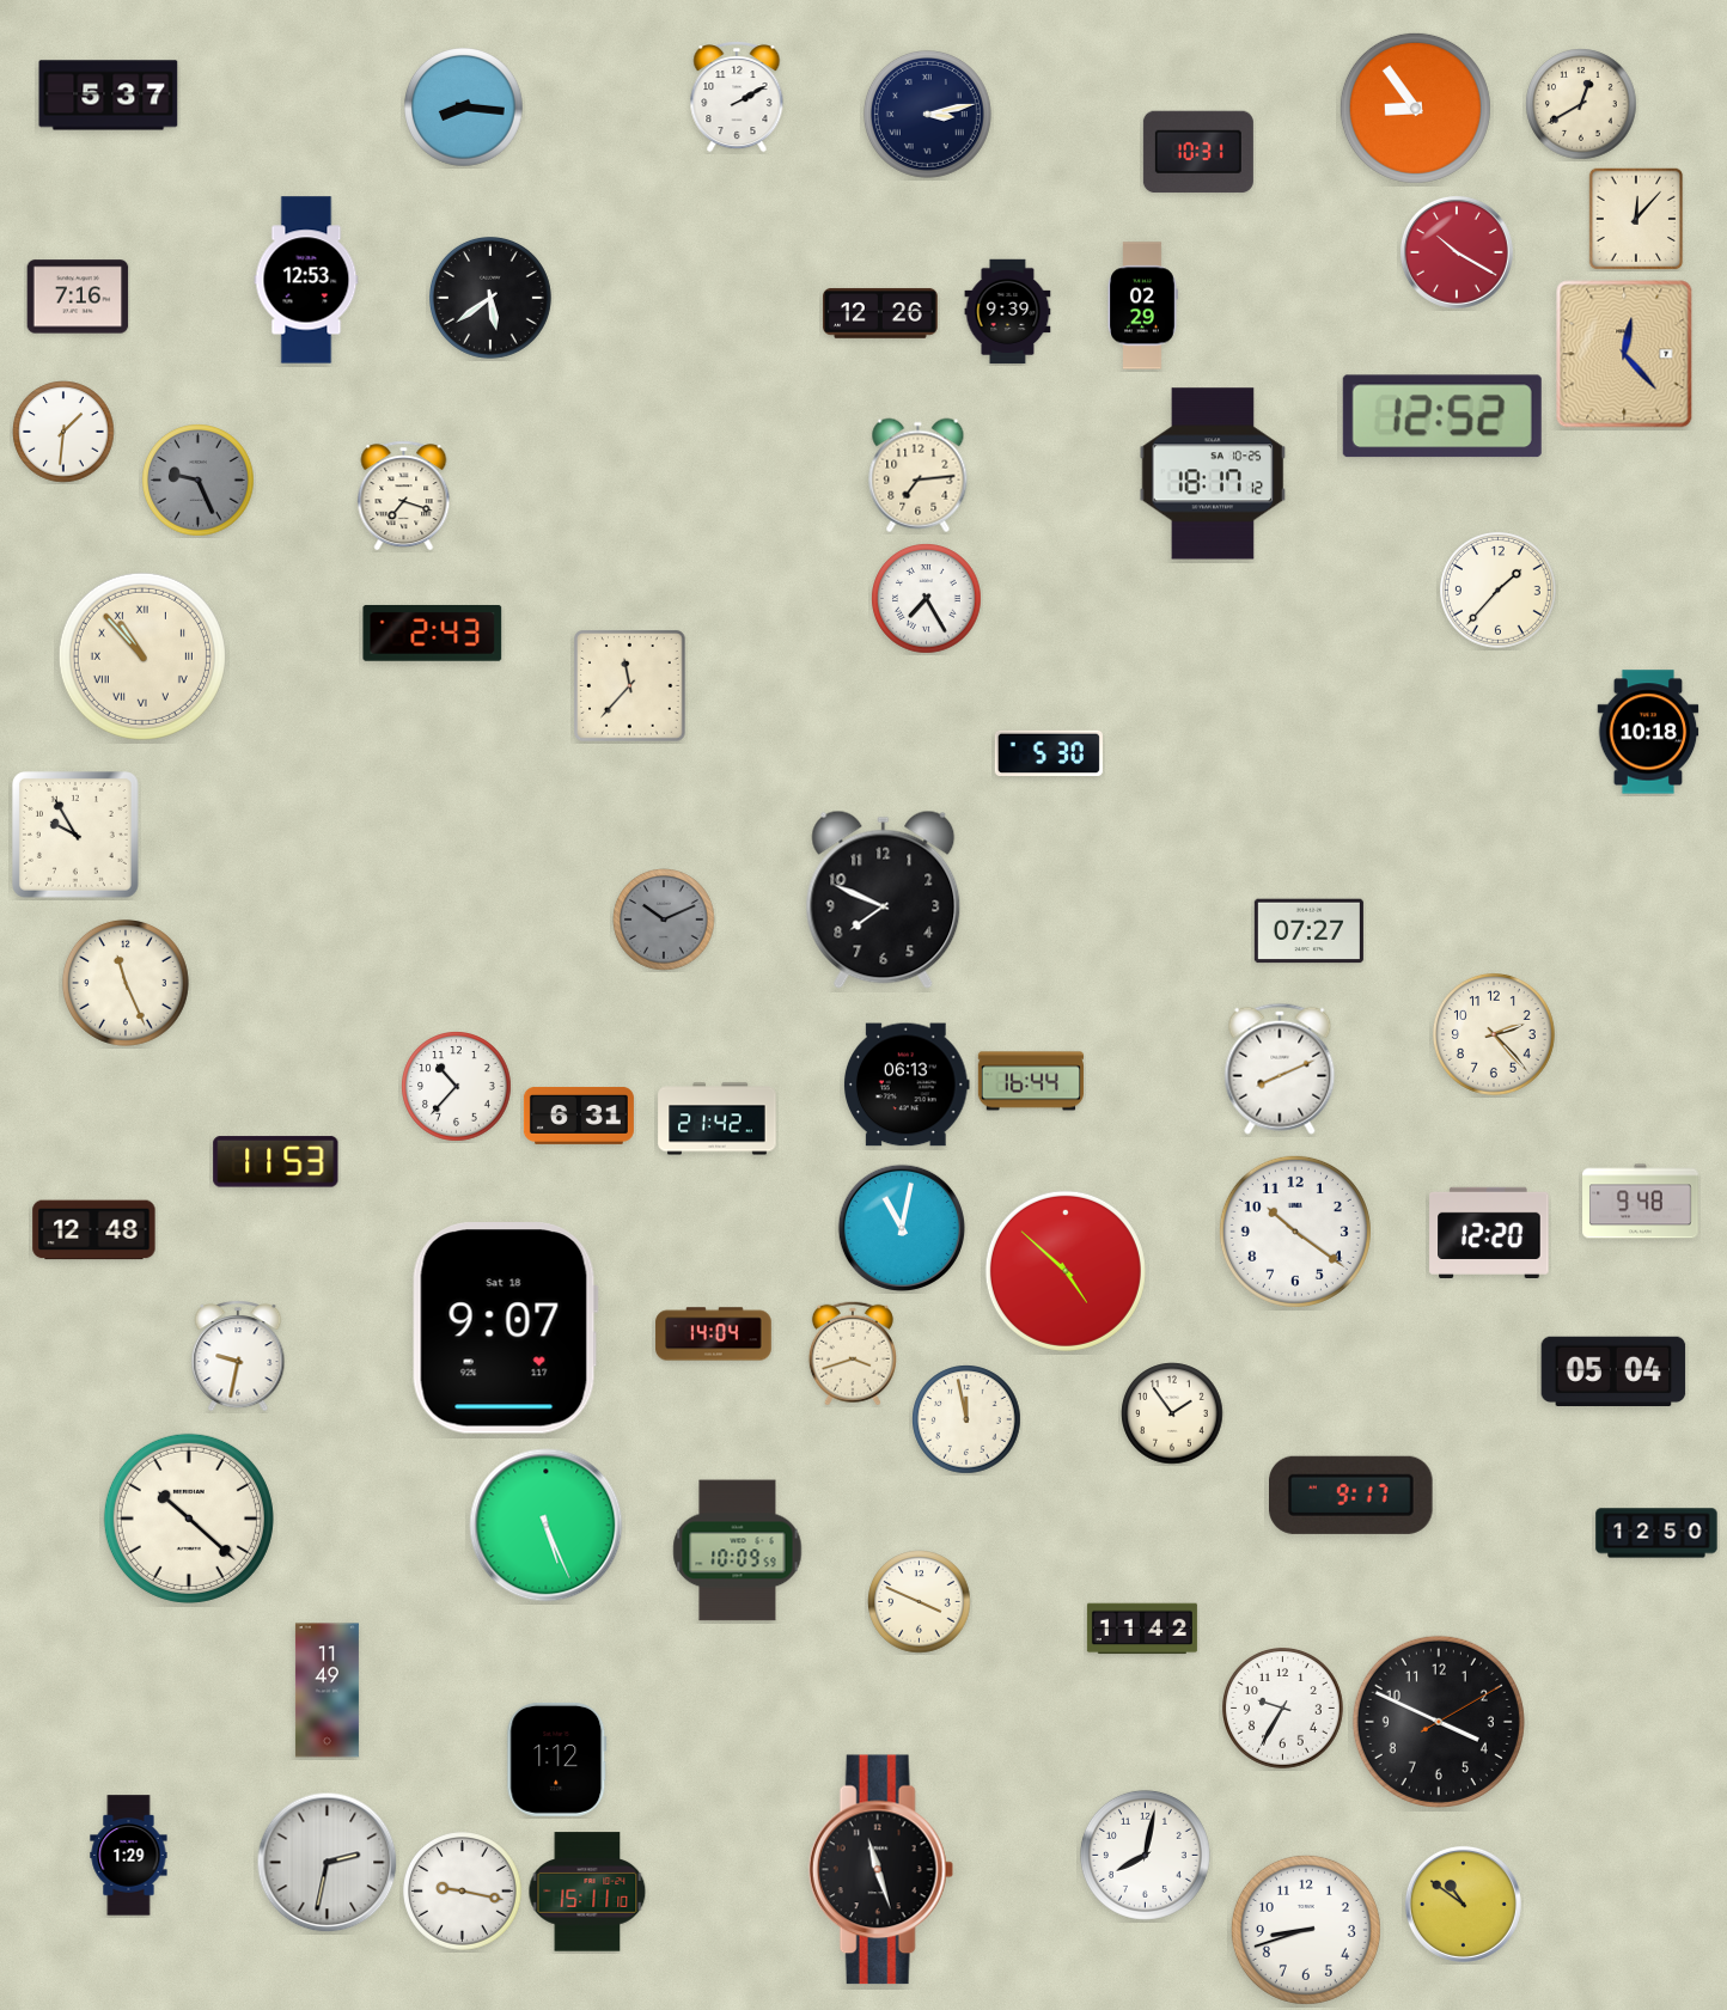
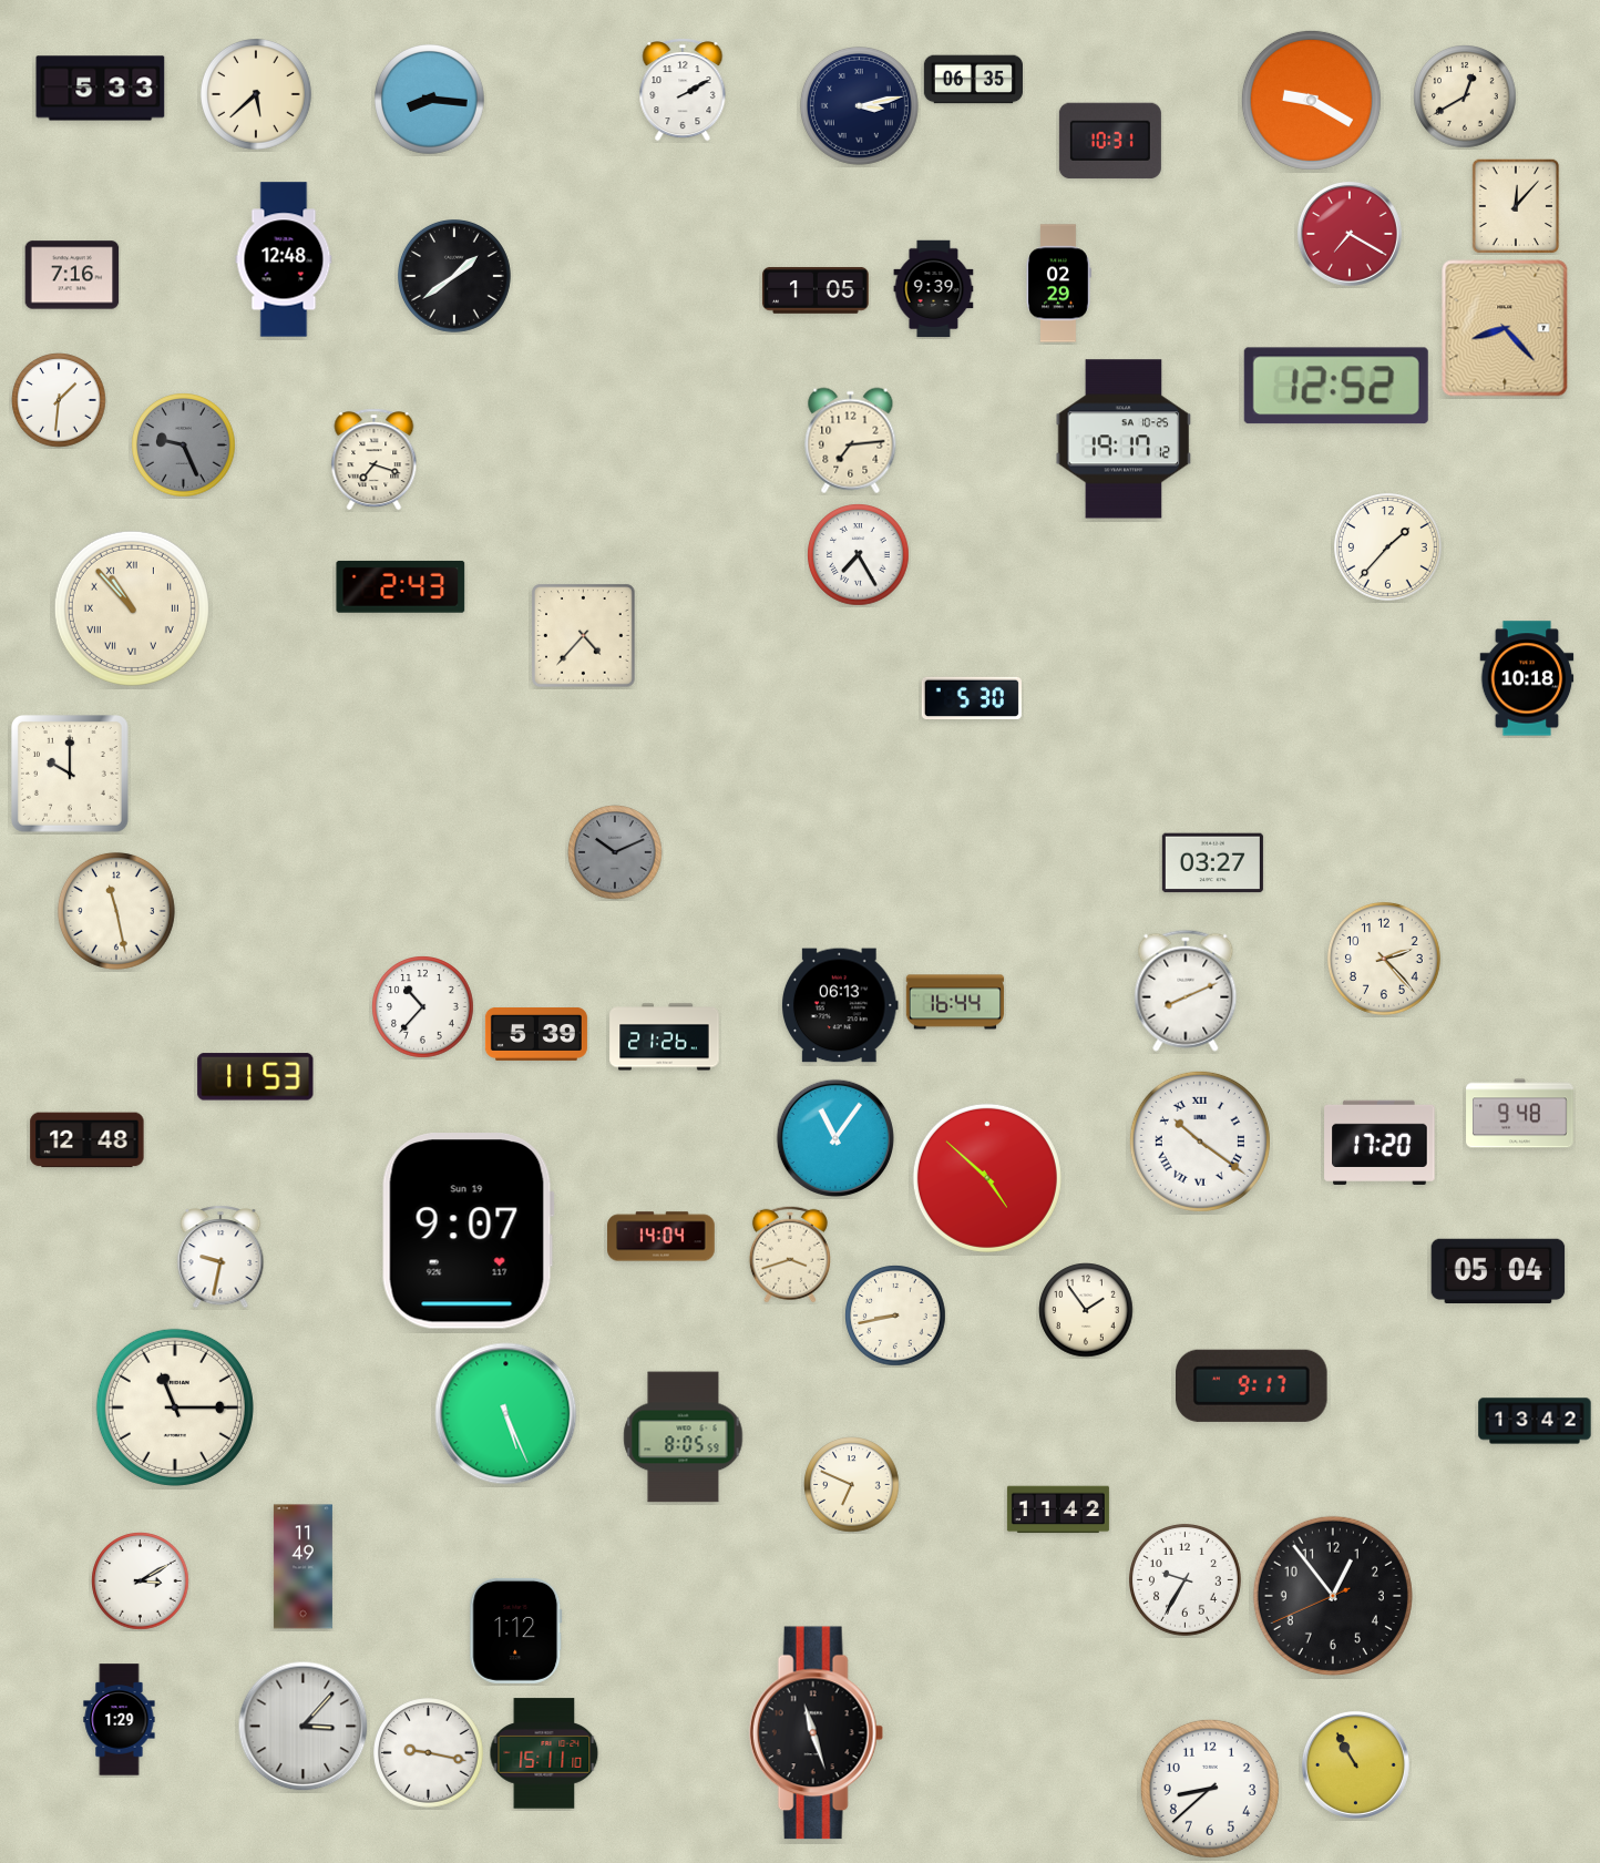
clock at (973, 80): none -> 06:35
clock at (109, 96): 5:37 -> 5:33
clock at (257, 95): none -> 5:38
clock at (1415, 108): 8:54 -> 9:20
clock at (1636, 219) position: (1636, 219) -> (1516, 206)
clock at (1457, 252): 10:20 -> 7:20
clock at (306, 280): 12:53 -> 12:48
clock at (492, 299): 5:39 -> 1:39
clock at (880, 313): 12:26 -> 1:05
clock at (1624, 354): 12:23 -> 8:23
clock at (1213, 474): 18:17 -> 19:17
clock at (630, 686): 11:37 -> 4:37
clock at (77, 836): 9:55 -> 10:00
clock at (884, 899): 7:49 -> none
clock at (1308, 931): 07:27 -> 03:27
clock at (126, 983): 11:26 -> 11:28
clock at (579, 1117): 6:31 -> 5:39
clock at (718, 1119): 21:42 -> 21:26
clock at (901, 1227): 11:02 -> 11:06
clock at (1295, 1232) numerals: Arabic -> Roman
clock at (1489, 1233): 12:20 -> 17:20
clock at (505, 1328) date: Sat 18 -> Sun 19
clock at (1613, 1370) position: (1613, 1370) -> (1498, 1270)
clock at (966, 1419): 11:58 -> 8:43
clock at (189, 1519): 10:22 -> 11:15
clock at (1656, 1533): 12:50 -> 13:42
clock at (738, 1551): 10:09 -> 8:05
clock at (920, 1602): 3:49 -> 6:49
clock at (141, 1581): none -> 3:10
clock at (1283, 1709) position: (1283, 1709) -> (1186, 1580)
clock at (1439, 1722): 3:49 -> 12:53
clock at (1145, 1855): 8:02 -> none
clock at (328, 1863): 2:32 -> 3:07
clock at (1463, 1904): 10:51 -> 10:55
clock at (1306, 1930): 8:42 -> 8:38
